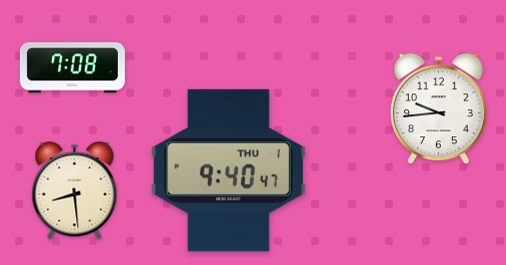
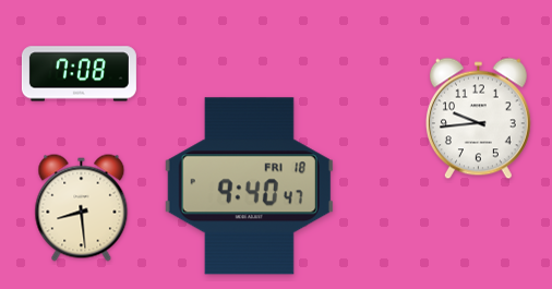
clock at (228, 171) date: THU 1 -> FRI 18
